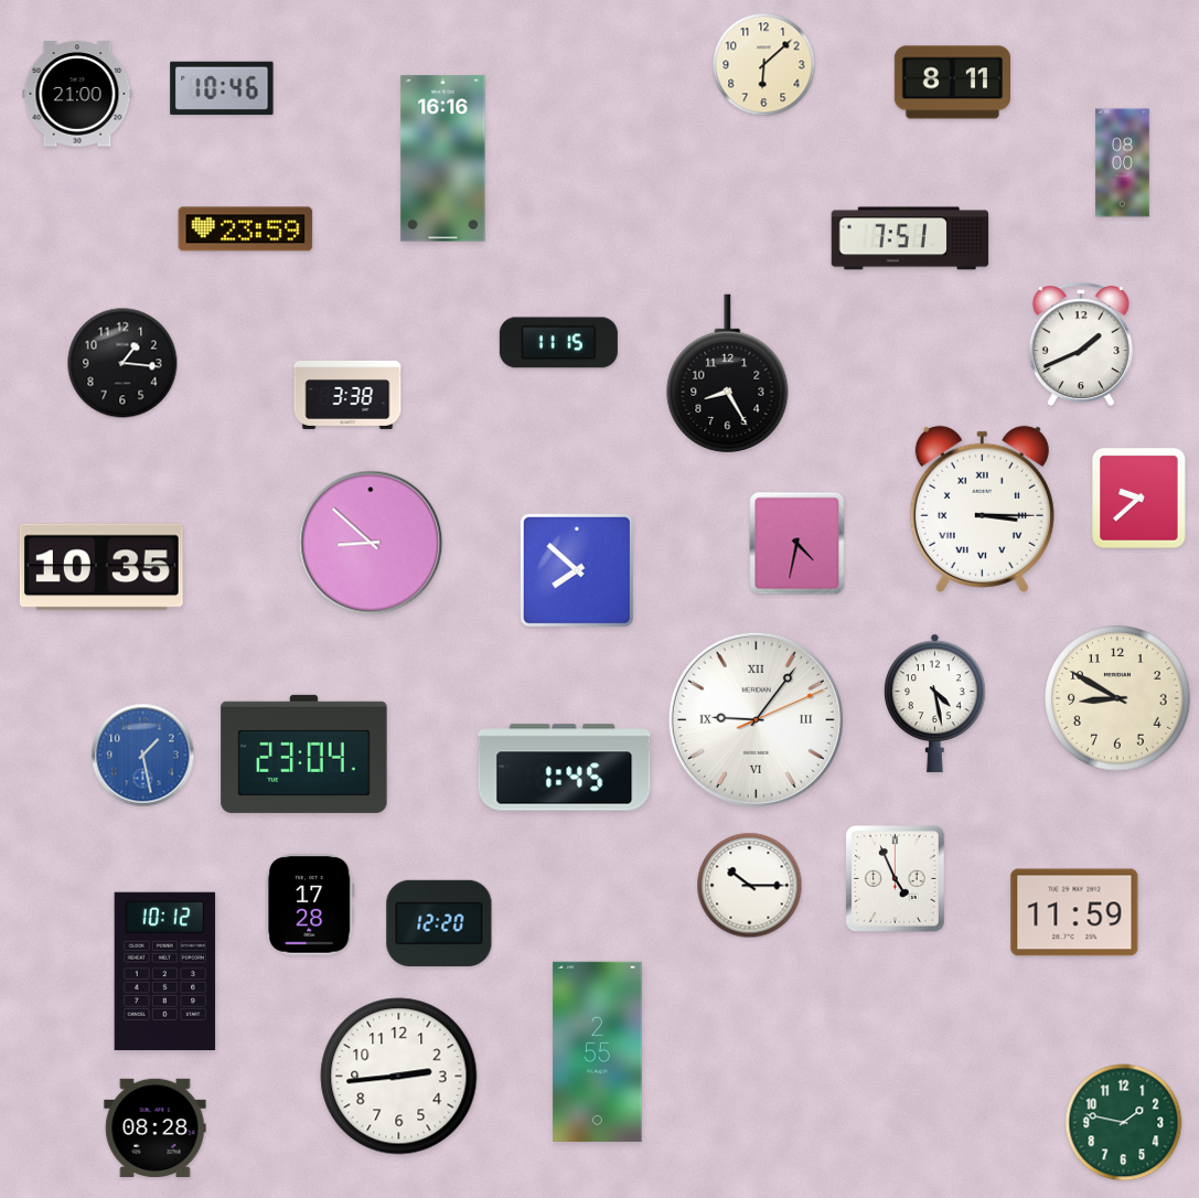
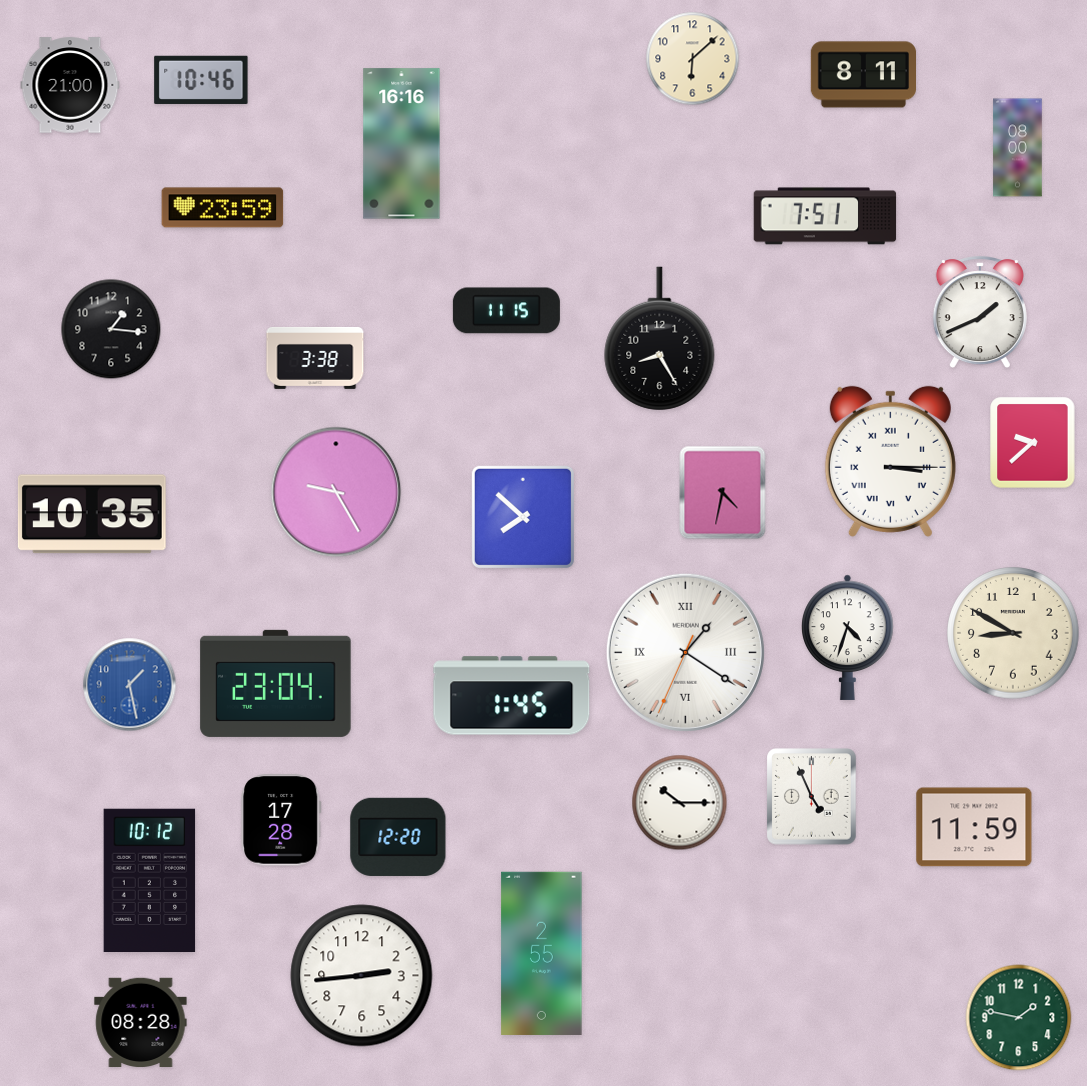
clock at (1139, 499) position: (1139, 499) -> (1033, 443)
clock at (371, 543): 8:52 -> 9:25
clock at (935, 703): 4:28 -> 4:33
clock at (756, 719): 9:06 -> 1:20
